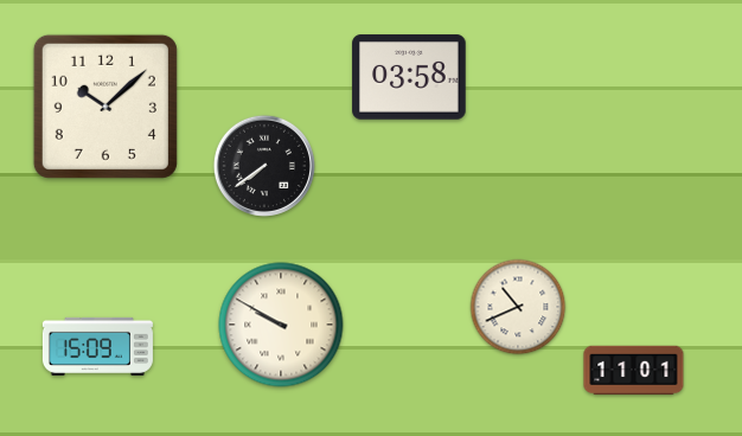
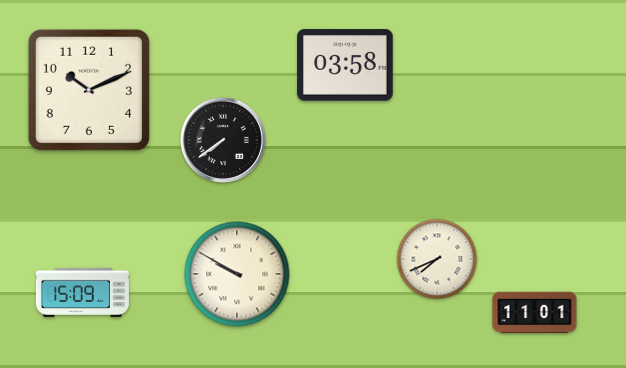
clock at (105, 107): 10:08 -> 10:11
clock at (518, 307): 10:41 -> 7:41
